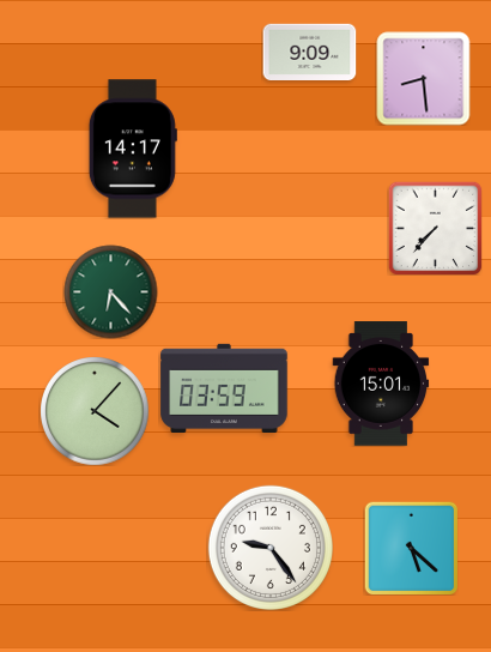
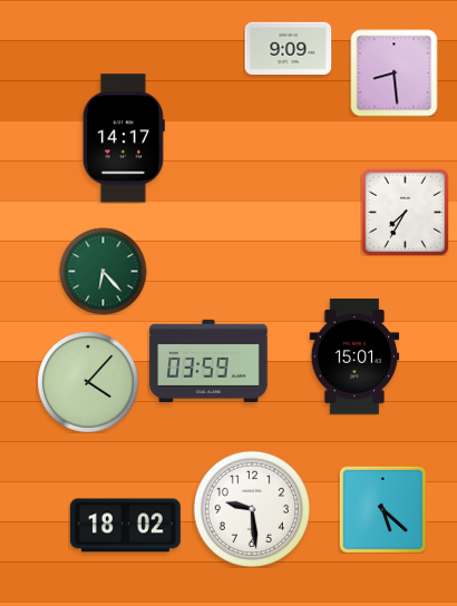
clock at (435, 228): 7:37 -> 7:35
clock at (271, 548): 9:24 -> 9:29
clock at (125, 526): none -> 18:02
